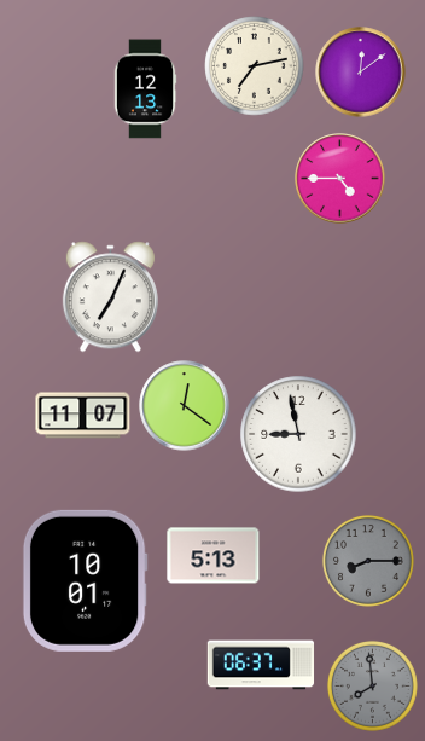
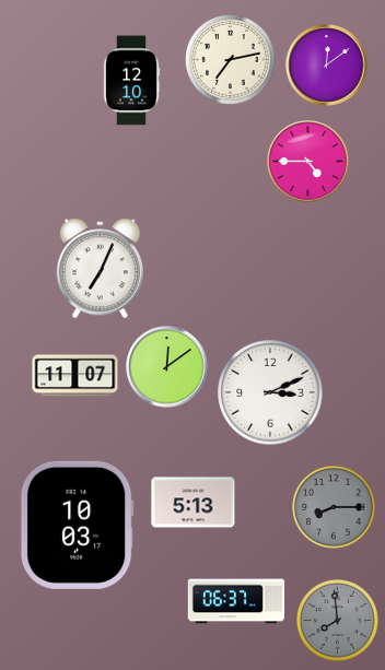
clock at (145, 89): 12:13 -> 12:10
clock at (185, 406): 12:21 -> 12:09
clock at (298, 434): 8:58 -> 3:11
clock at (85, 580): 10:01 -> 10:03
